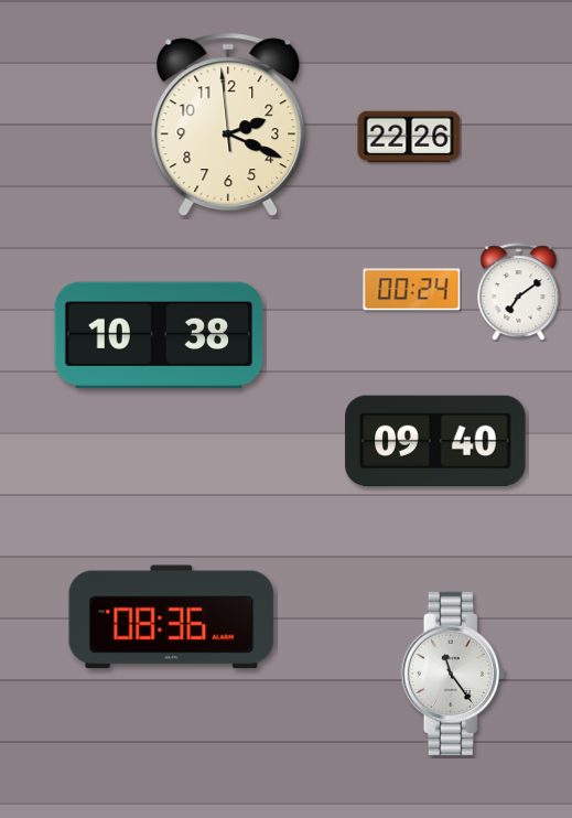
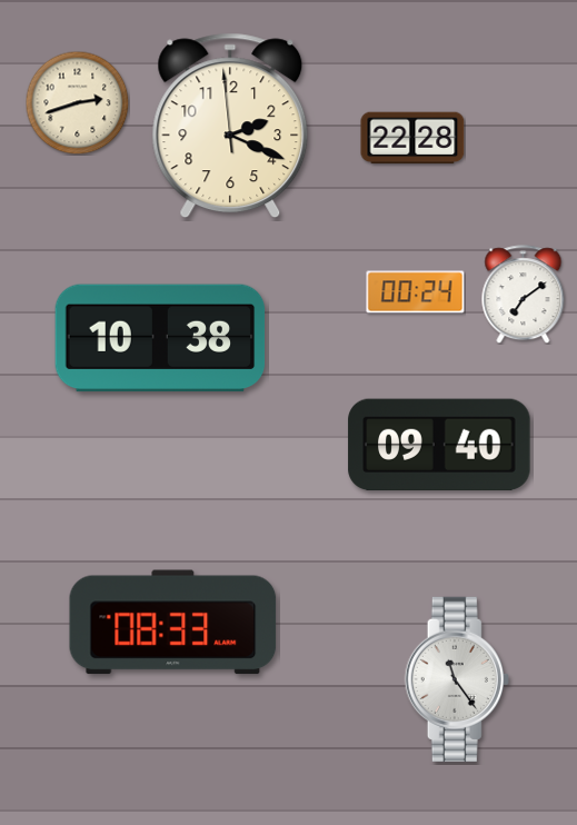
clock at (77, 102): none -> 2:42
clock at (409, 137): 22:26 -> 22:28
clock at (172, 617): 08:36 -> 08:33
